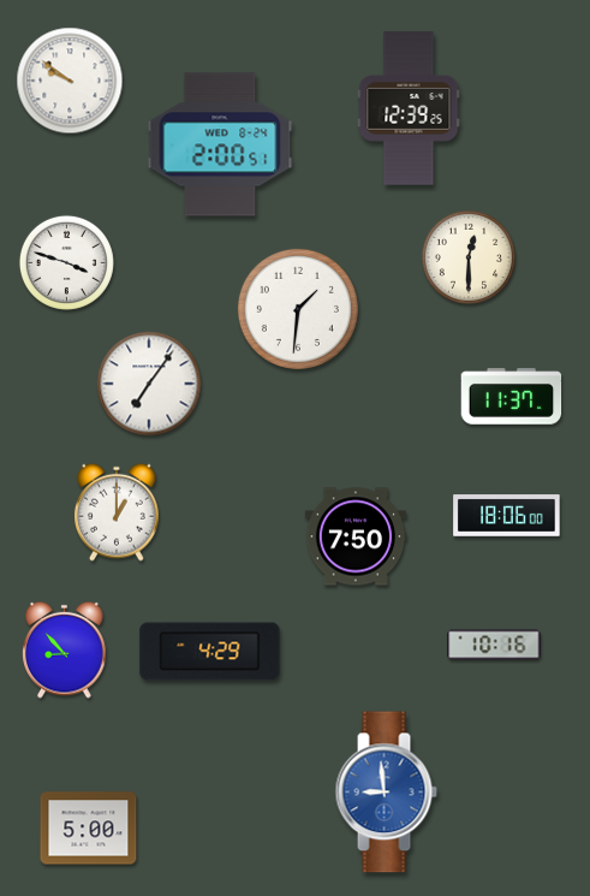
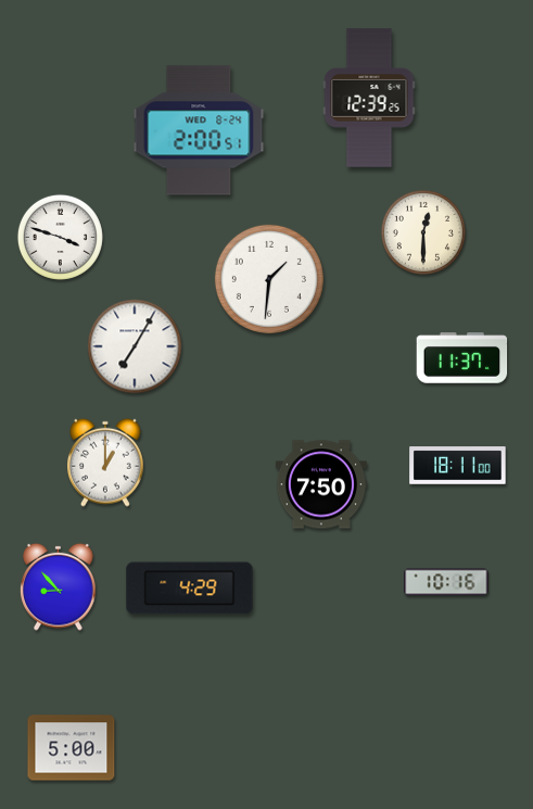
clock at (70, 81): 9:51 -> none
clock at (149, 384): 7:06 -> 7:05
clock at (507, 516): 18:06 -> 18:11
clock at (386, 793): 8:59 -> none
clock at (89, 829) position: (89, 829) -> (72, 748)
